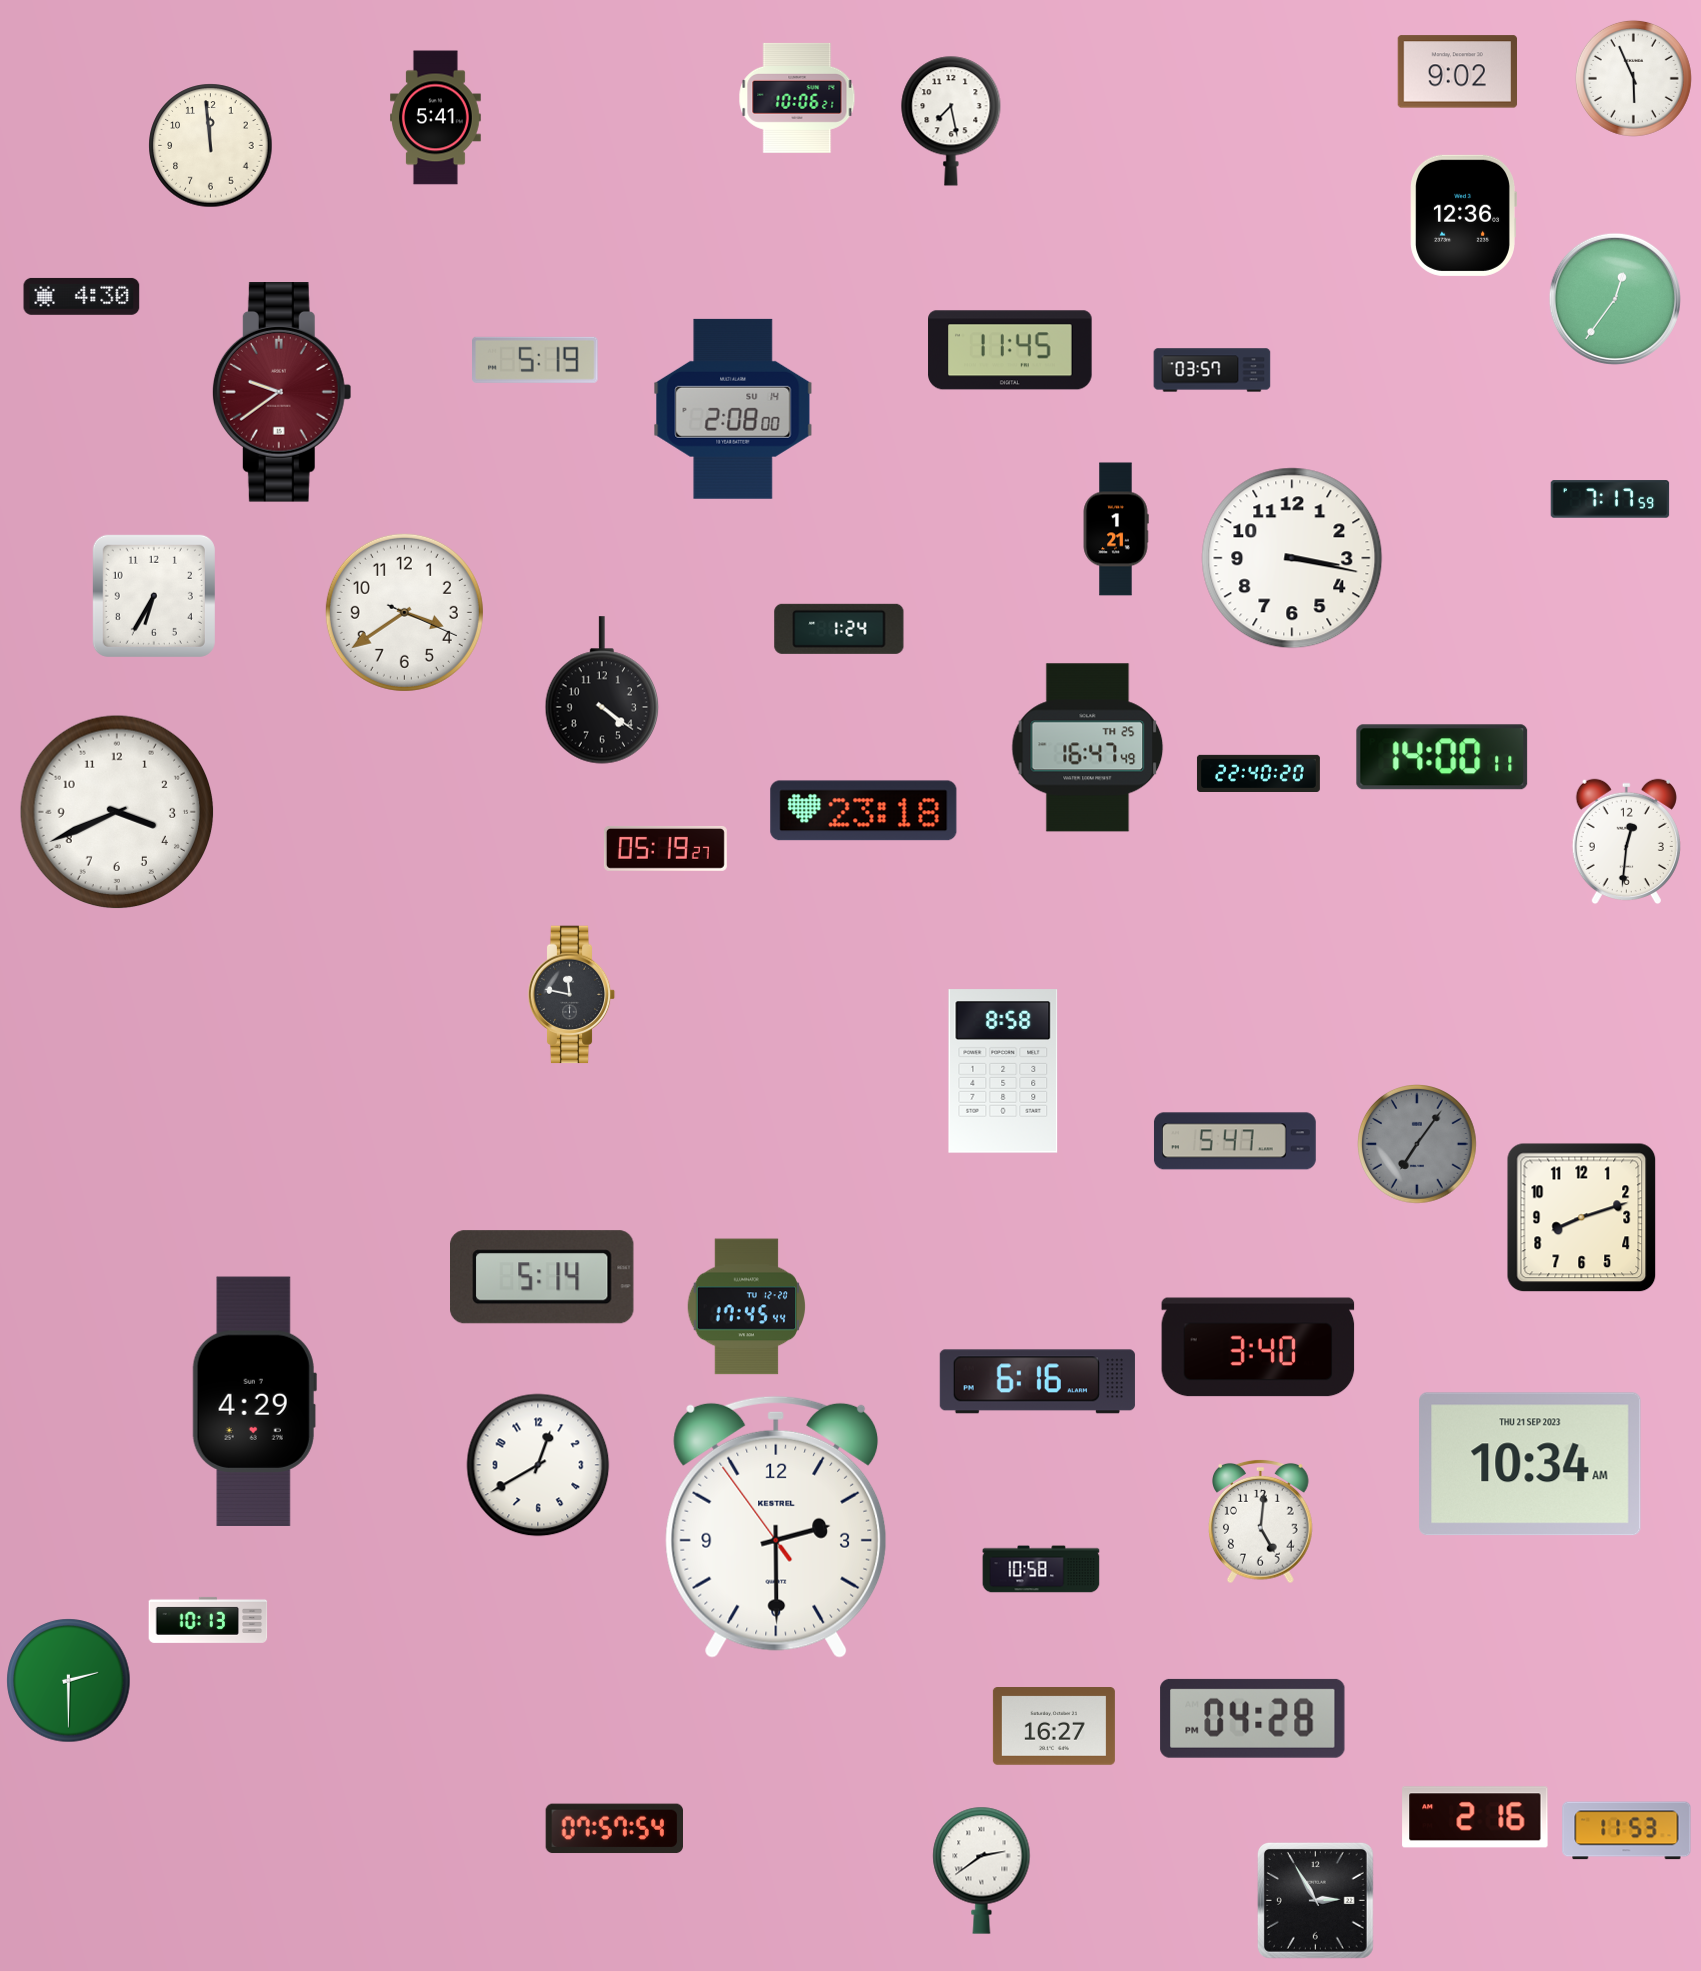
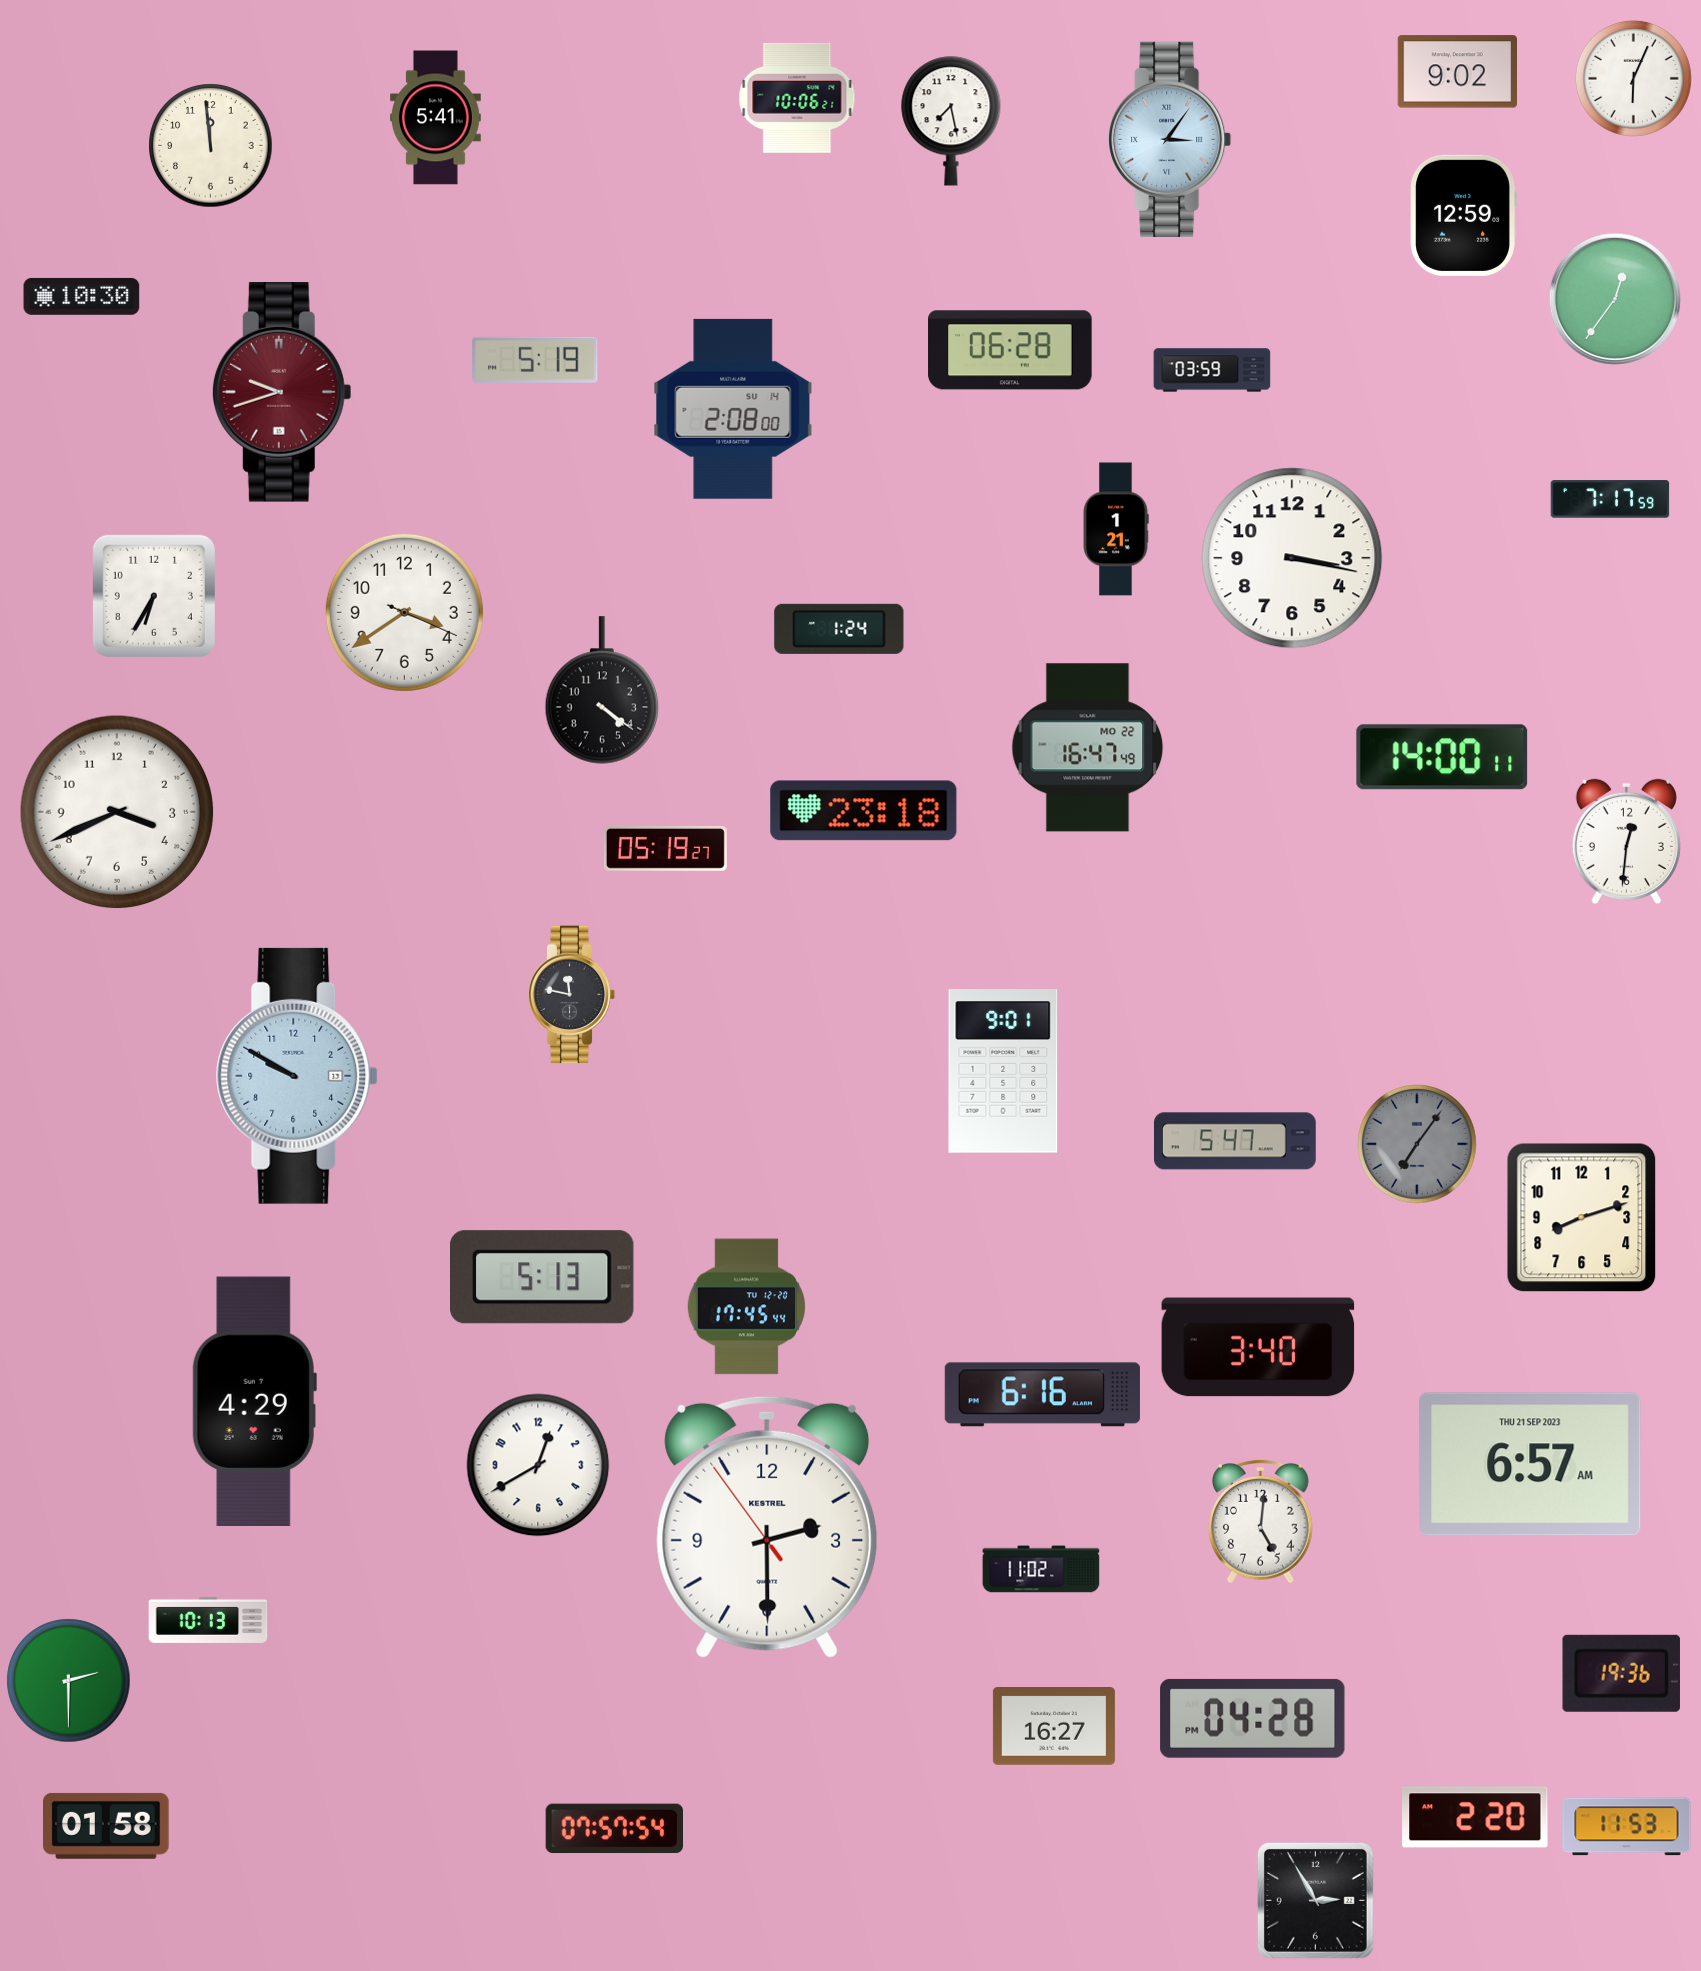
clock at (1633, 78): 5:56 -> 6:04
clock at (1170, 139): none -> 3:06
clock at (1463, 215): 12:36 -> 12:59
clock at (82, 296): 4:30 -> 10:30
clock at (1010, 350): 11:45 -> 06:28
clock at (1212, 370): 03:57 -> 03:59
clock at (282, 393): 9:39 -> 9:42
clock at (1088, 748) date: TH 25 -> MO 22
clock at (1258, 773): 22:40 -> none
clock at (1003, 1071): 8:58 -> 9:01
clock at (297, 1076): none -> 9:50
clock at (543, 1277): 5:14 -> 5:13
clock at (1037, 1382) position: (1037, 1382) -> (1042, 1395)
clock at (1530, 1464): 10:34 -> 6:57
clock at (776, 1527) position: (776, 1527) -> (767, 1527)
clock at (1041, 1569): 10:58 -> 11:02
clock at (1621, 1673): none -> 19:36
clock at (1475, 1817): 2:16 -> 2:20
clock at (106, 1826): none -> 01:58
clock at (1627, 1831) position: (1627, 1831) -> (1627, 1827)
clock at (982, 1870): 2:39 -> none
